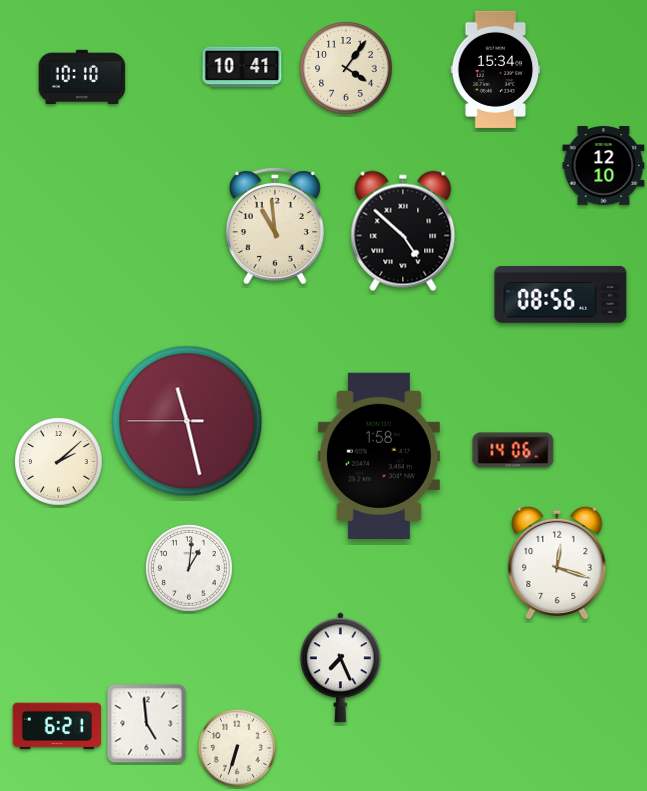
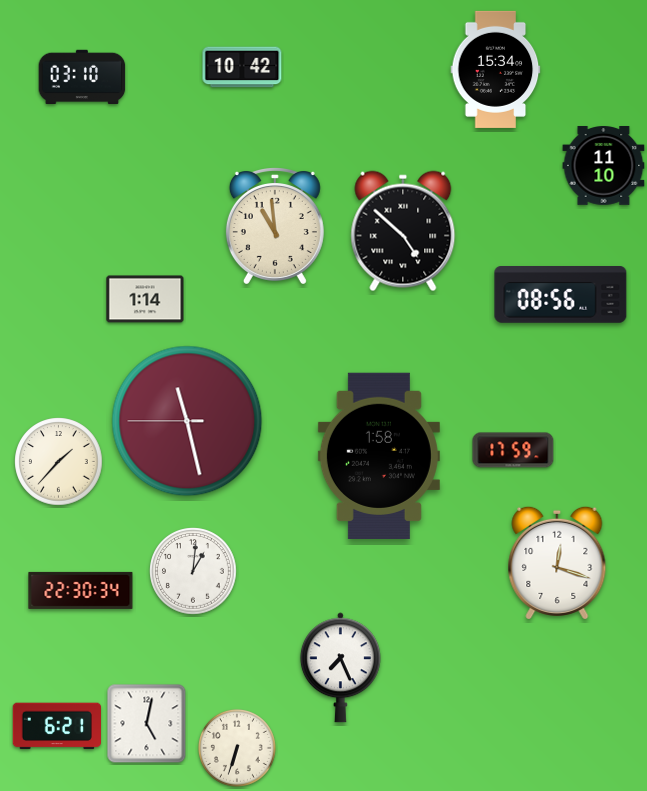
clock at (242, 67): 10:41 -> 10:42
clock at (346, 68): 4:06 -> none
clock at (82, 77): 10:10 -> 03:10
clock at (604, 166): 12:10 -> 11:10
clock at (145, 299): none -> 1:14
clock at (513, 450): 14:06 -> 17:59
clock at (59, 462): 2:08 -> 1:37
clock at (189, 568) position: (189, 568) -> (193, 571)
clock at (81, 590): none -> 22:30
clock at (147, 724): 4:59 -> 5:02
